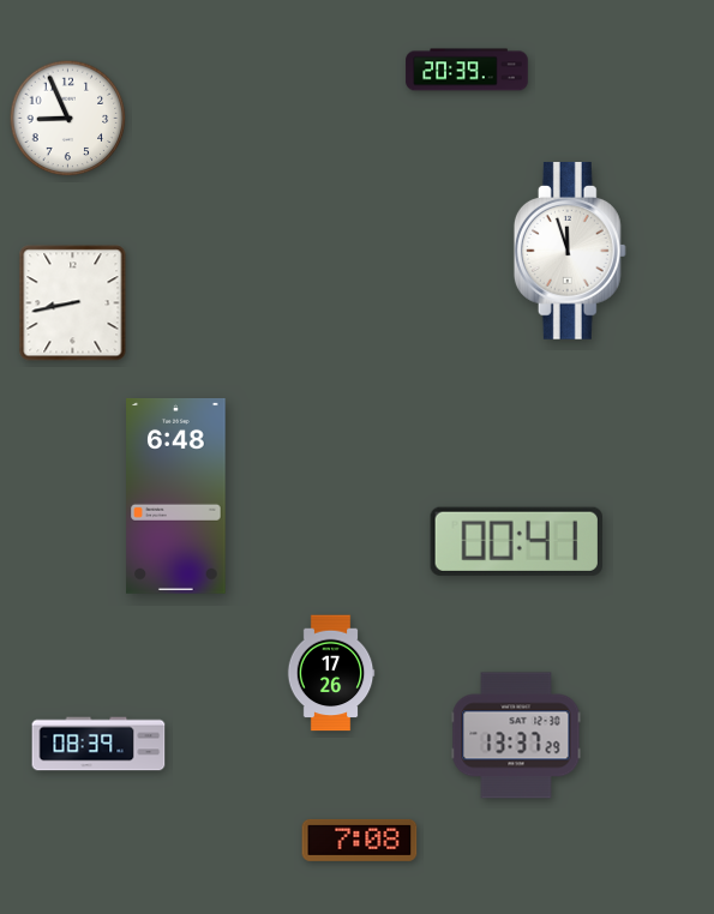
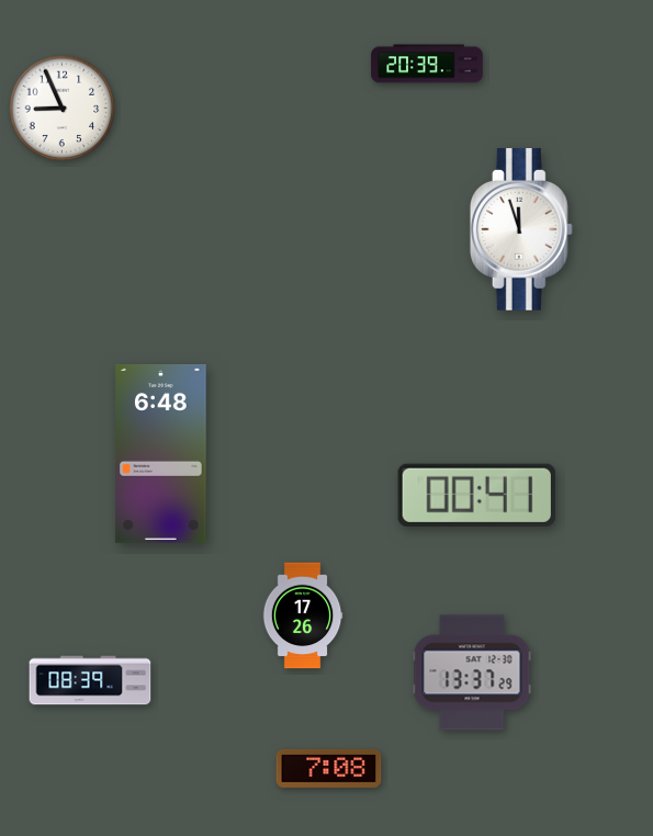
clock at (73, 303): 8:43 -> none
clock at (516, 541) position: (516, 541) -> (476, 495)
